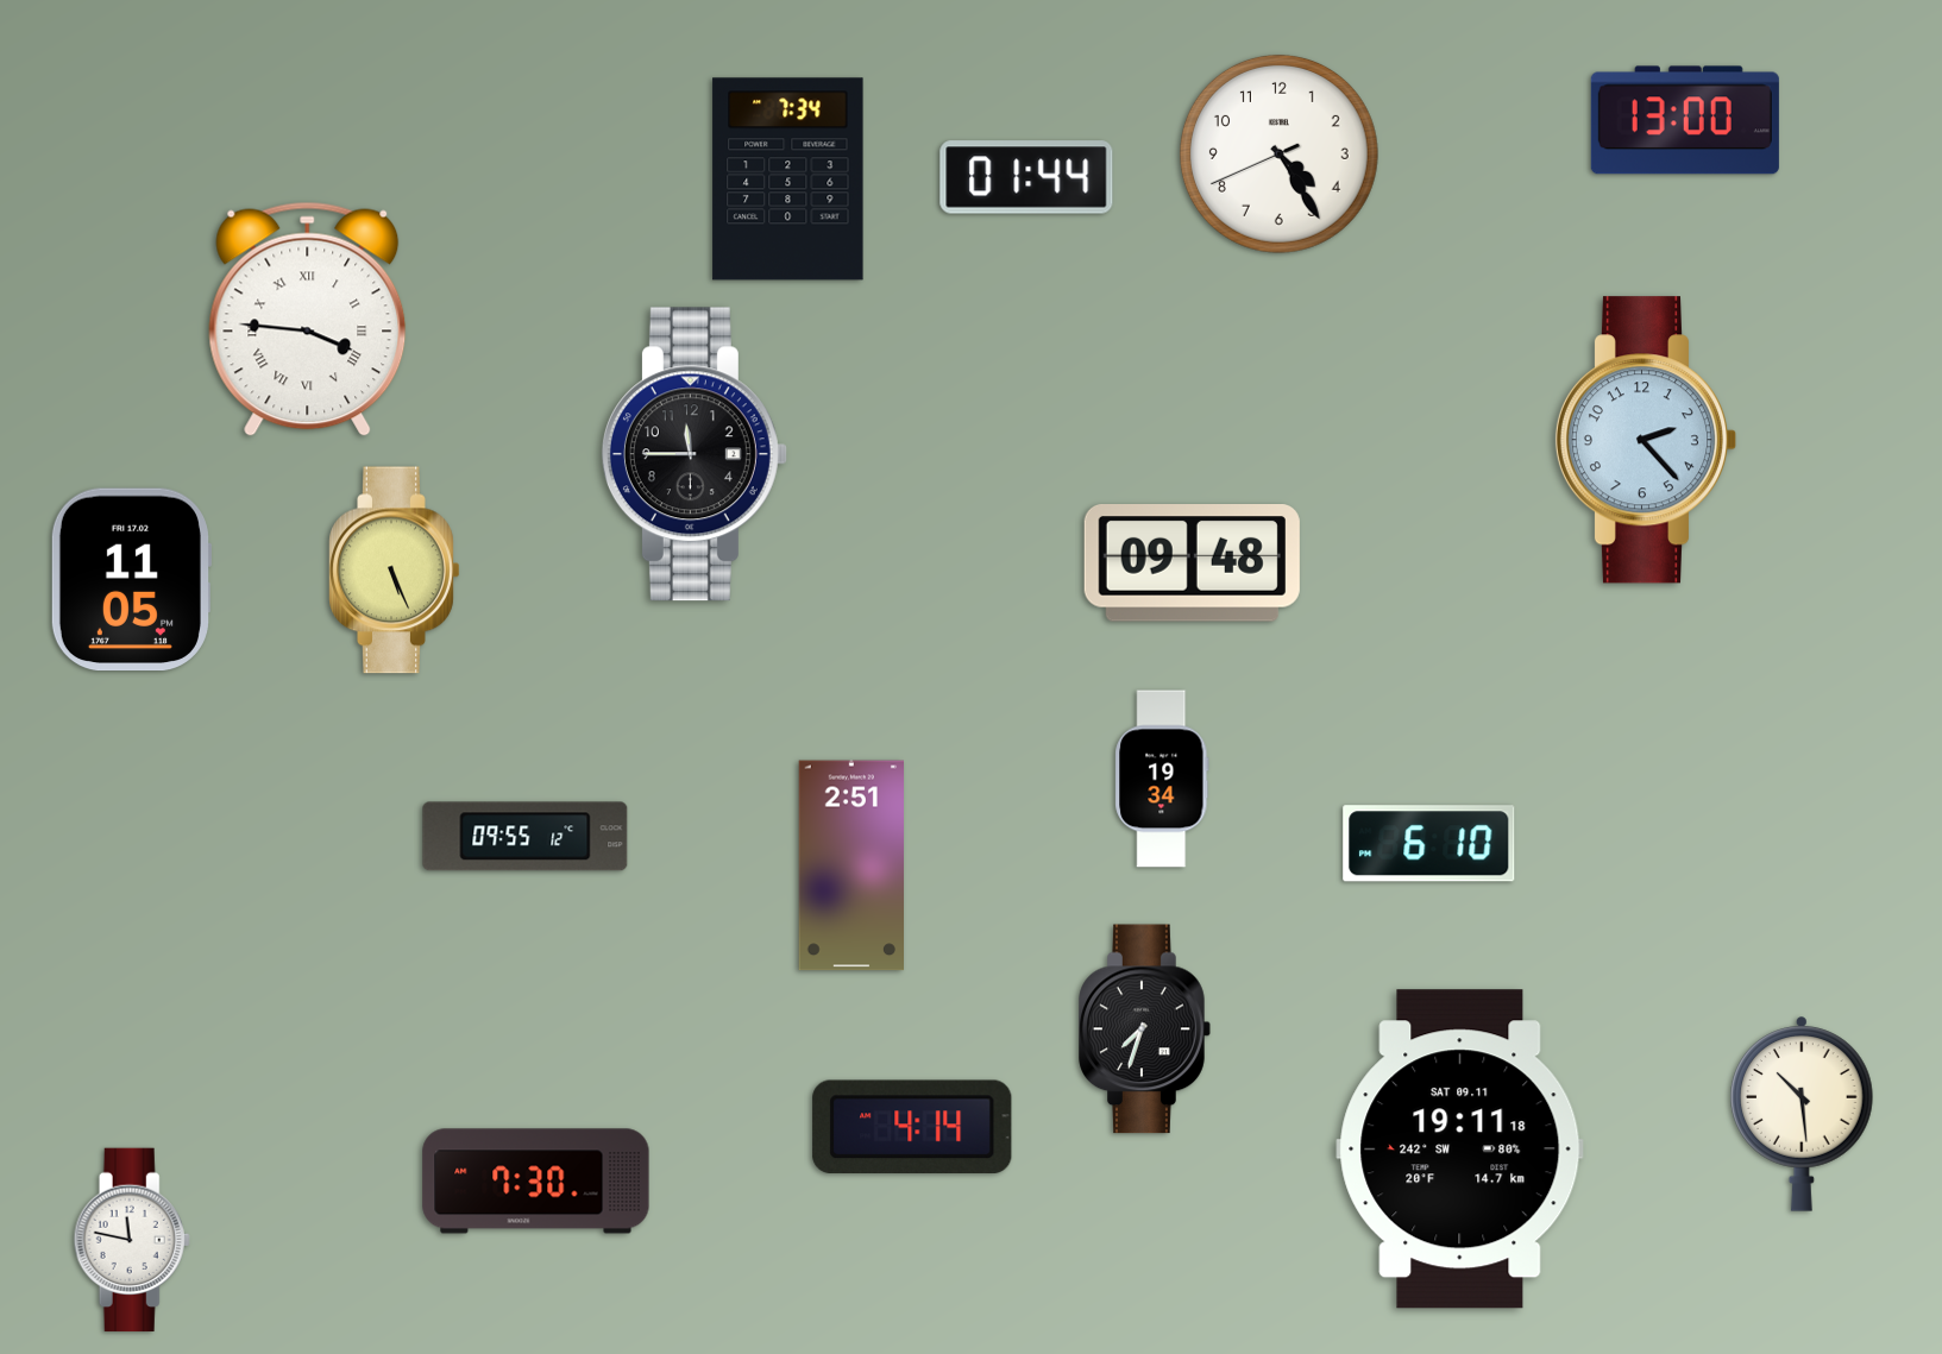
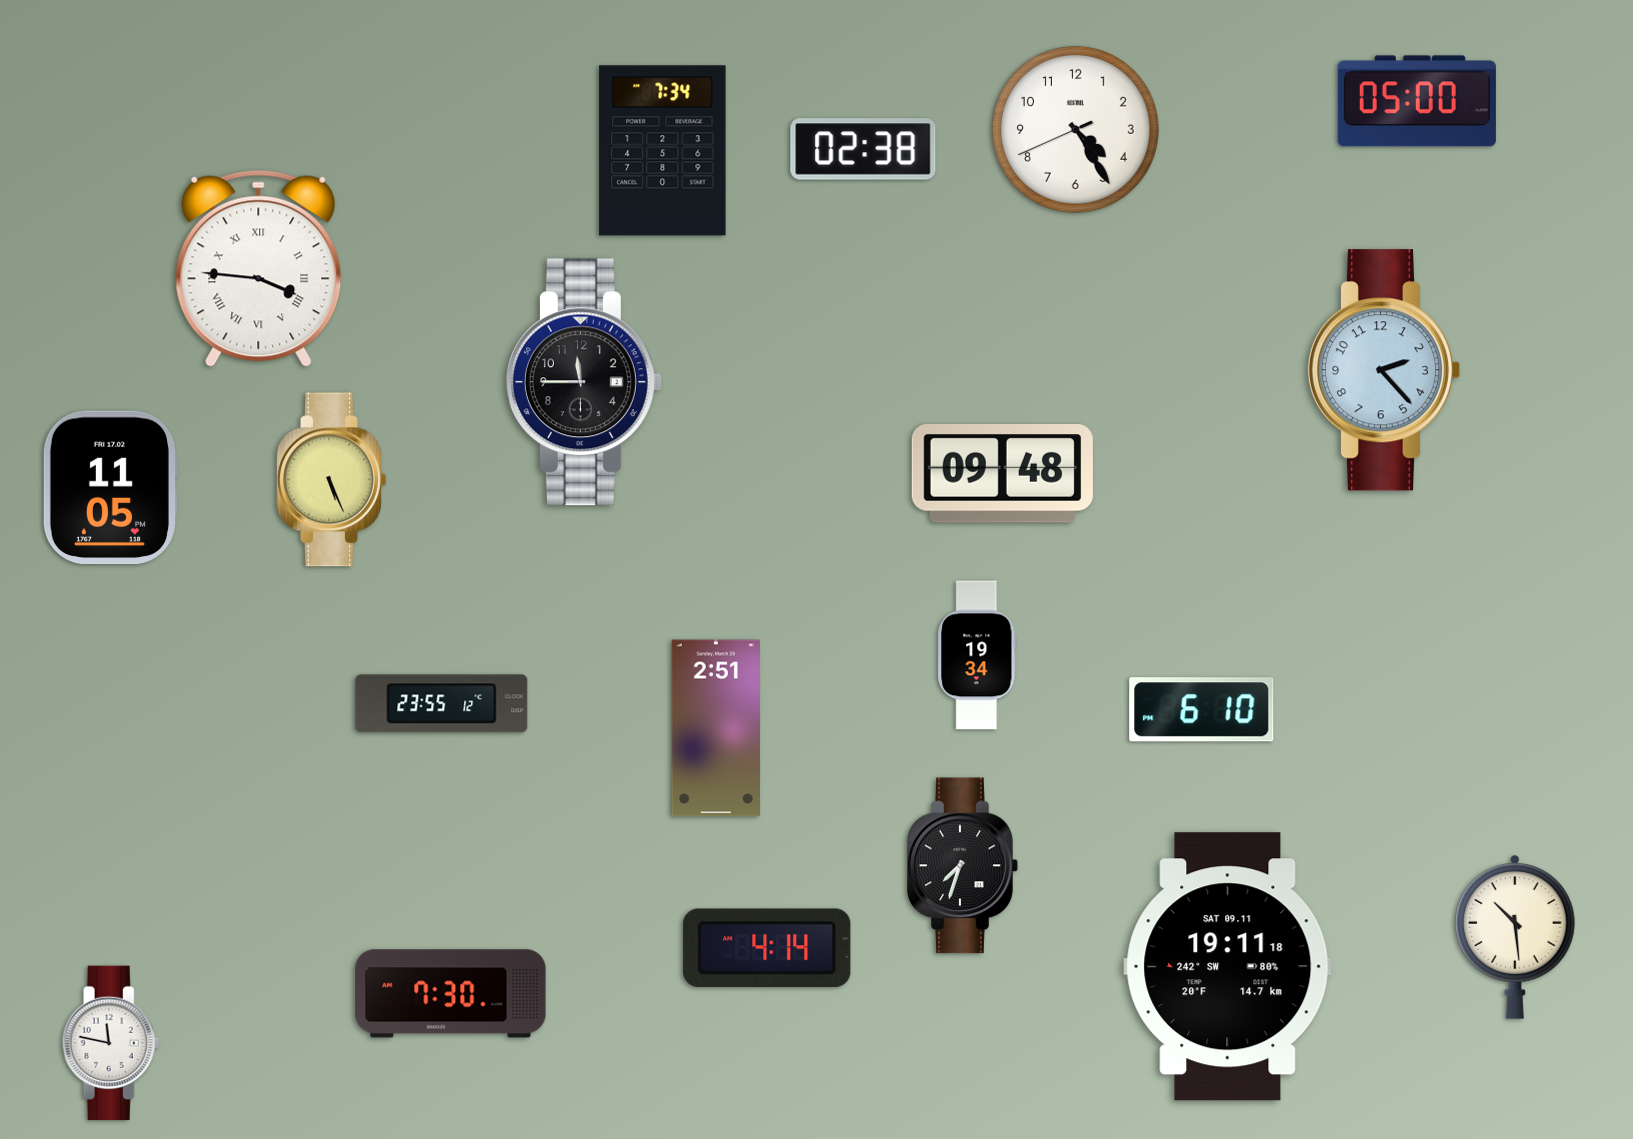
clock at (1685, 120): 13:00 -> 05:00
clock at (1026, 177): 01:44 -> 02:38
clock at (526, 837): 09:55 -> 23:55
